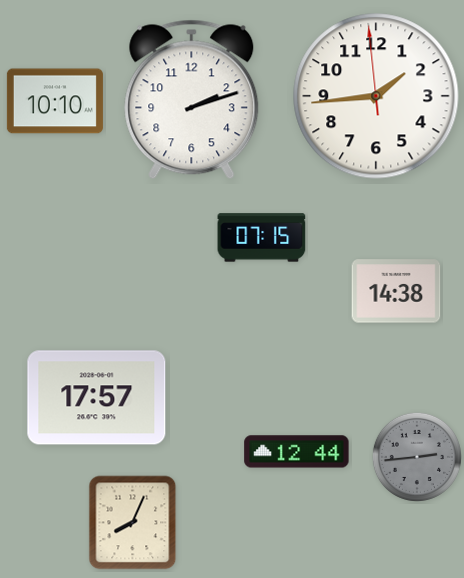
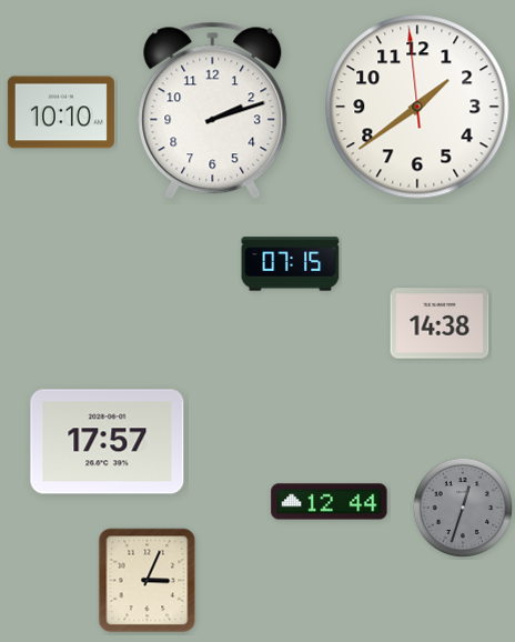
clock at (376, 96): 1:43 -> 1:38
clock at (417, 457): 2:44 -> 12:33
clock at (133, 523): 8:04 -> 3:04
